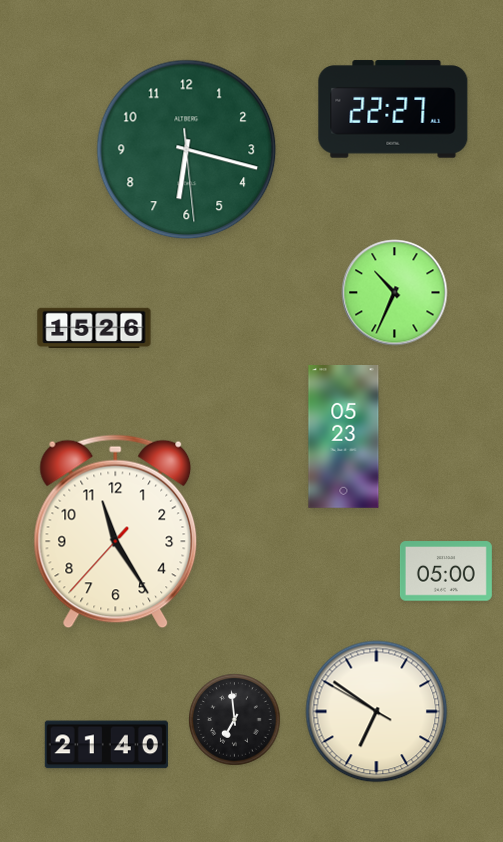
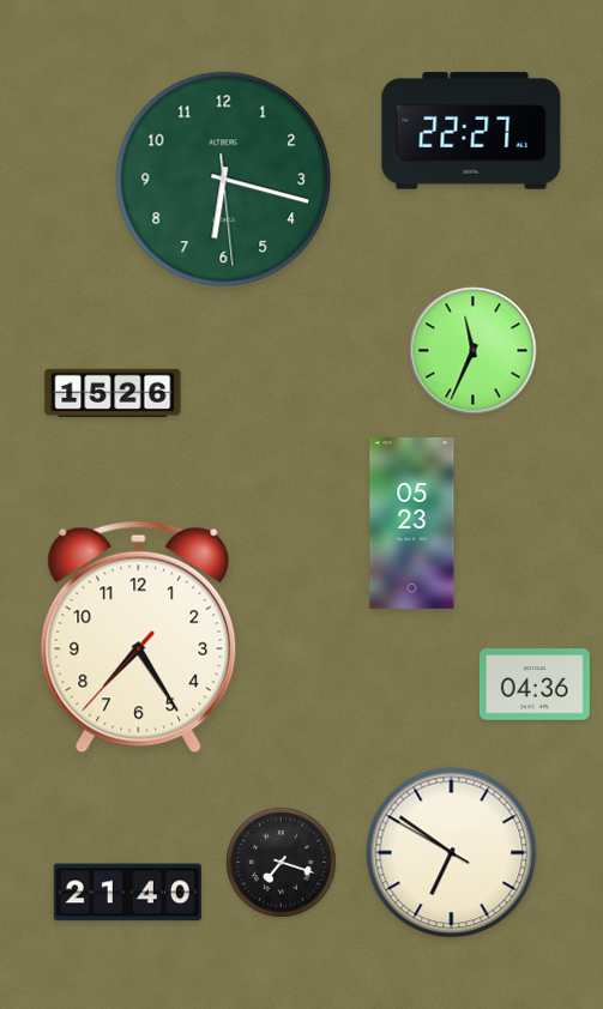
clock at (395, 293): 10:34 -> 11:34
clock at (116, 532): 11:24 -> 7:24
clock at (446, 571): 05:00 -> 04:36
clock at (235, 720): 6:59 -> 7:18
